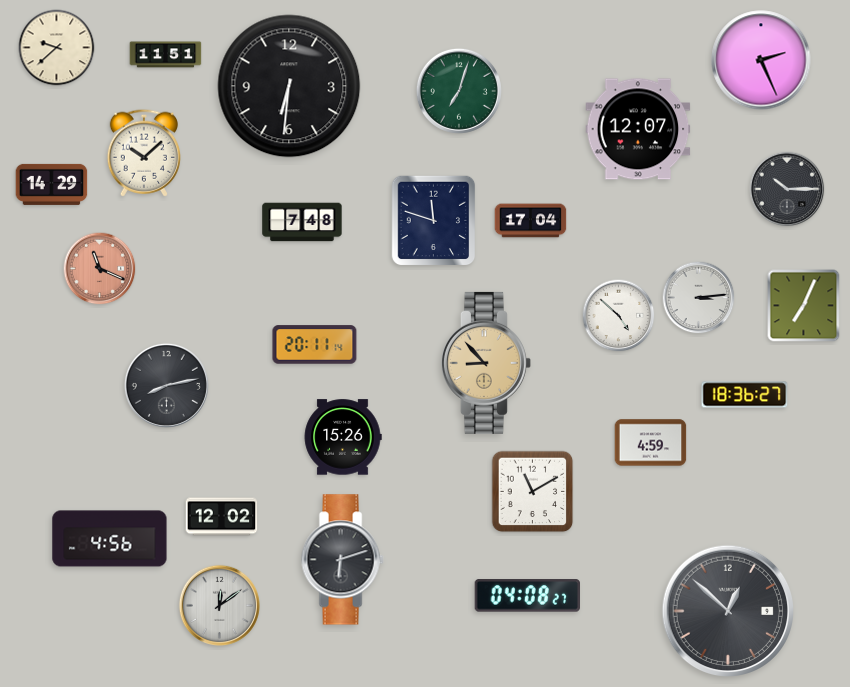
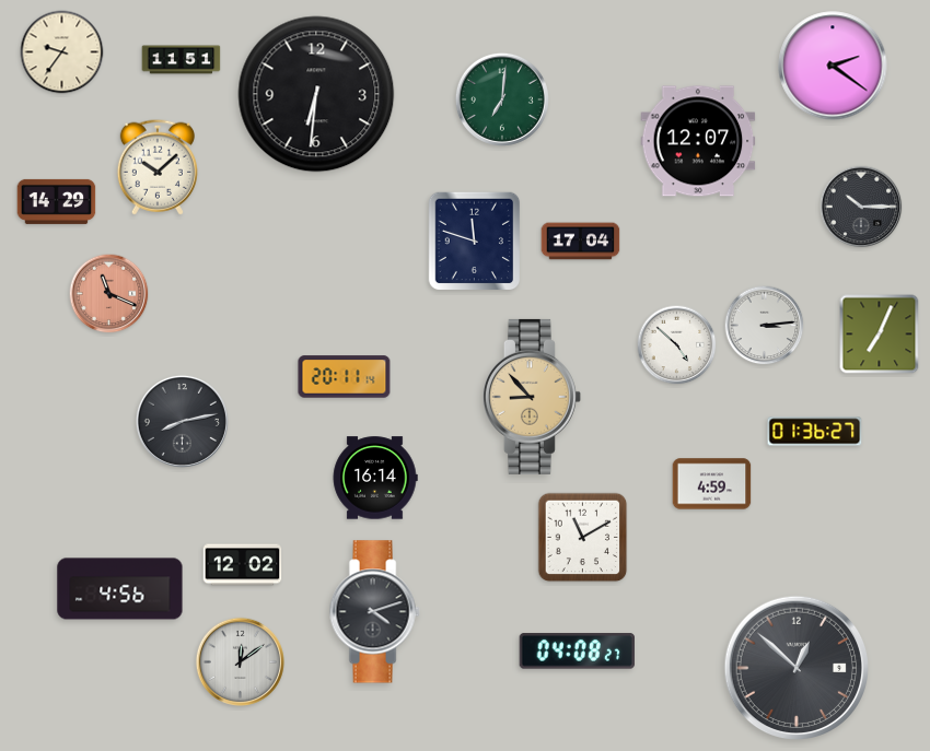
clock at (57, 48): 9:38 -> 9:36
clock at (761, 60): 2:26 -> 2:21
clock at (459, 91): 7:03 -> 7:01
clock at (302, 222): 7:48 -> none
clock at (745, 395): 18:36 -> 01:36
clock at (343, 437): 15:26 -> 16:14
clock at (342, 560): 6:12 -> 4:12
